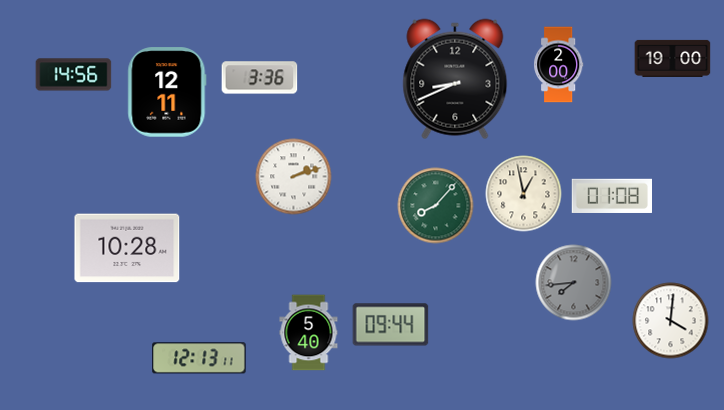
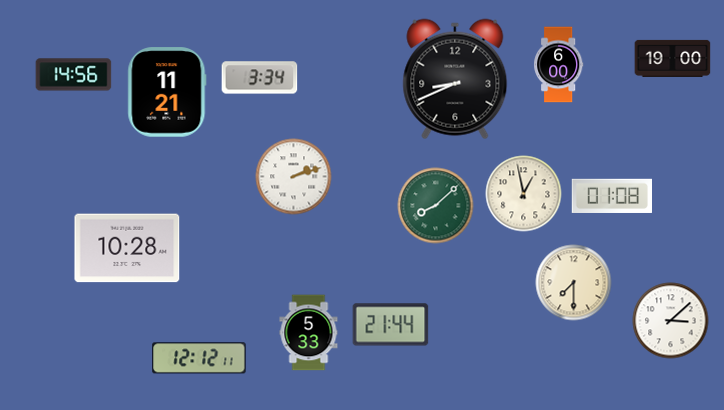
clock at (559, 65): 2:00 -> 6:00
clock at (260, 78): 3:36 -> 3:34
clock at (167, 92): 12:11 -> 11:21
clock at (436, 206): 8:07 -> 8:08
clock at (574, 283): 7:44 -> 7:30
clock at (574, 283) dial: grey -> cream
clock at (671, 321): 4:01 -> 3:08
clock at (391, 325): 09:44 -> 21:44
clock at (309, 333): 5:40 -> 5:33
clock at (199, 358): 12:13 -> 12:12
